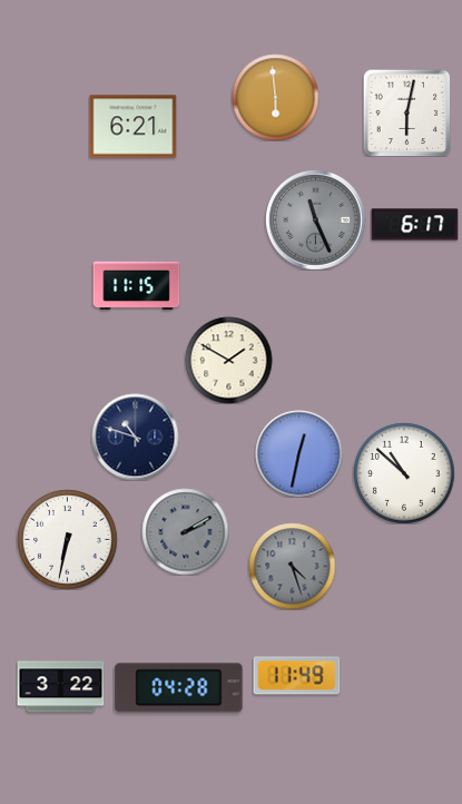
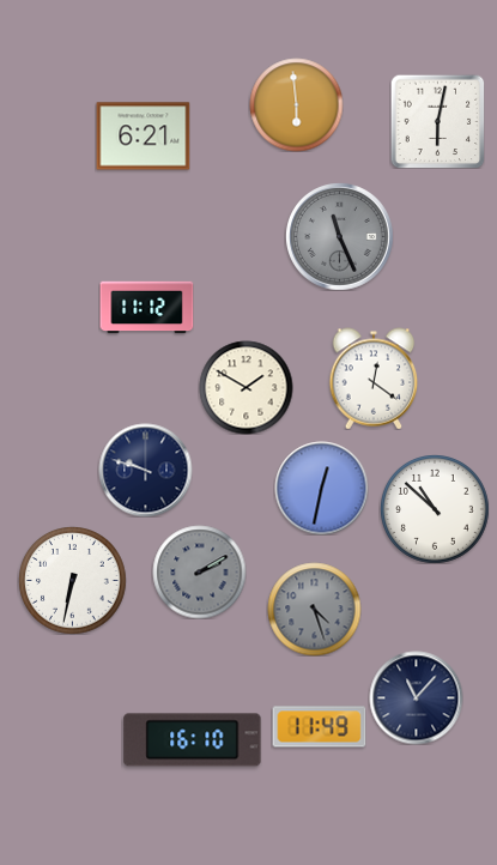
clock at (414, 225): 6:17 -> none
clock at (136, 286): 11:15 -> 11:12
clock at (374, 379): none -> 12:21
clock at (135, 437): 10:48 -> 9:48
clock at (416, 697): none -> 11:07
clock at (60, 687): 3:22 -> none
clock at (179, 688): 04:28 -> 16:10
